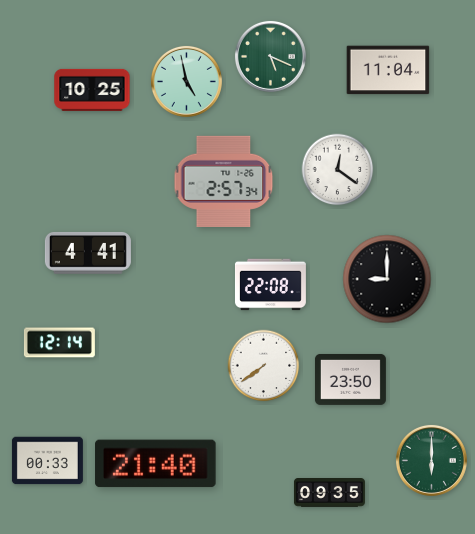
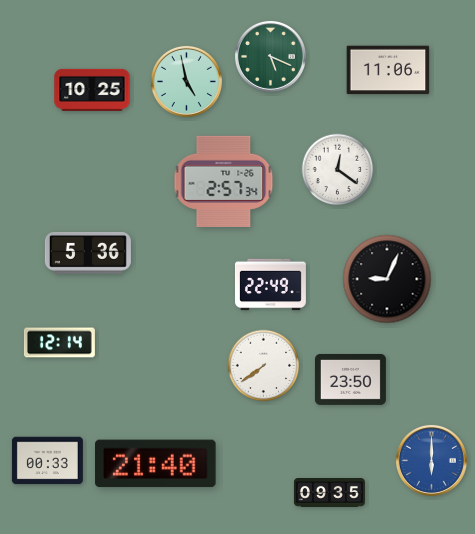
clock at (388, 70): 11:04 -> 11:06
clock at (88, 253): 4:41 -> 5:36
clock at (387, 279): 9:00 -> 9:04
clock at (270, 285): 22:08 -> 22:49
clock at (431, 460) dial: green -> blue
